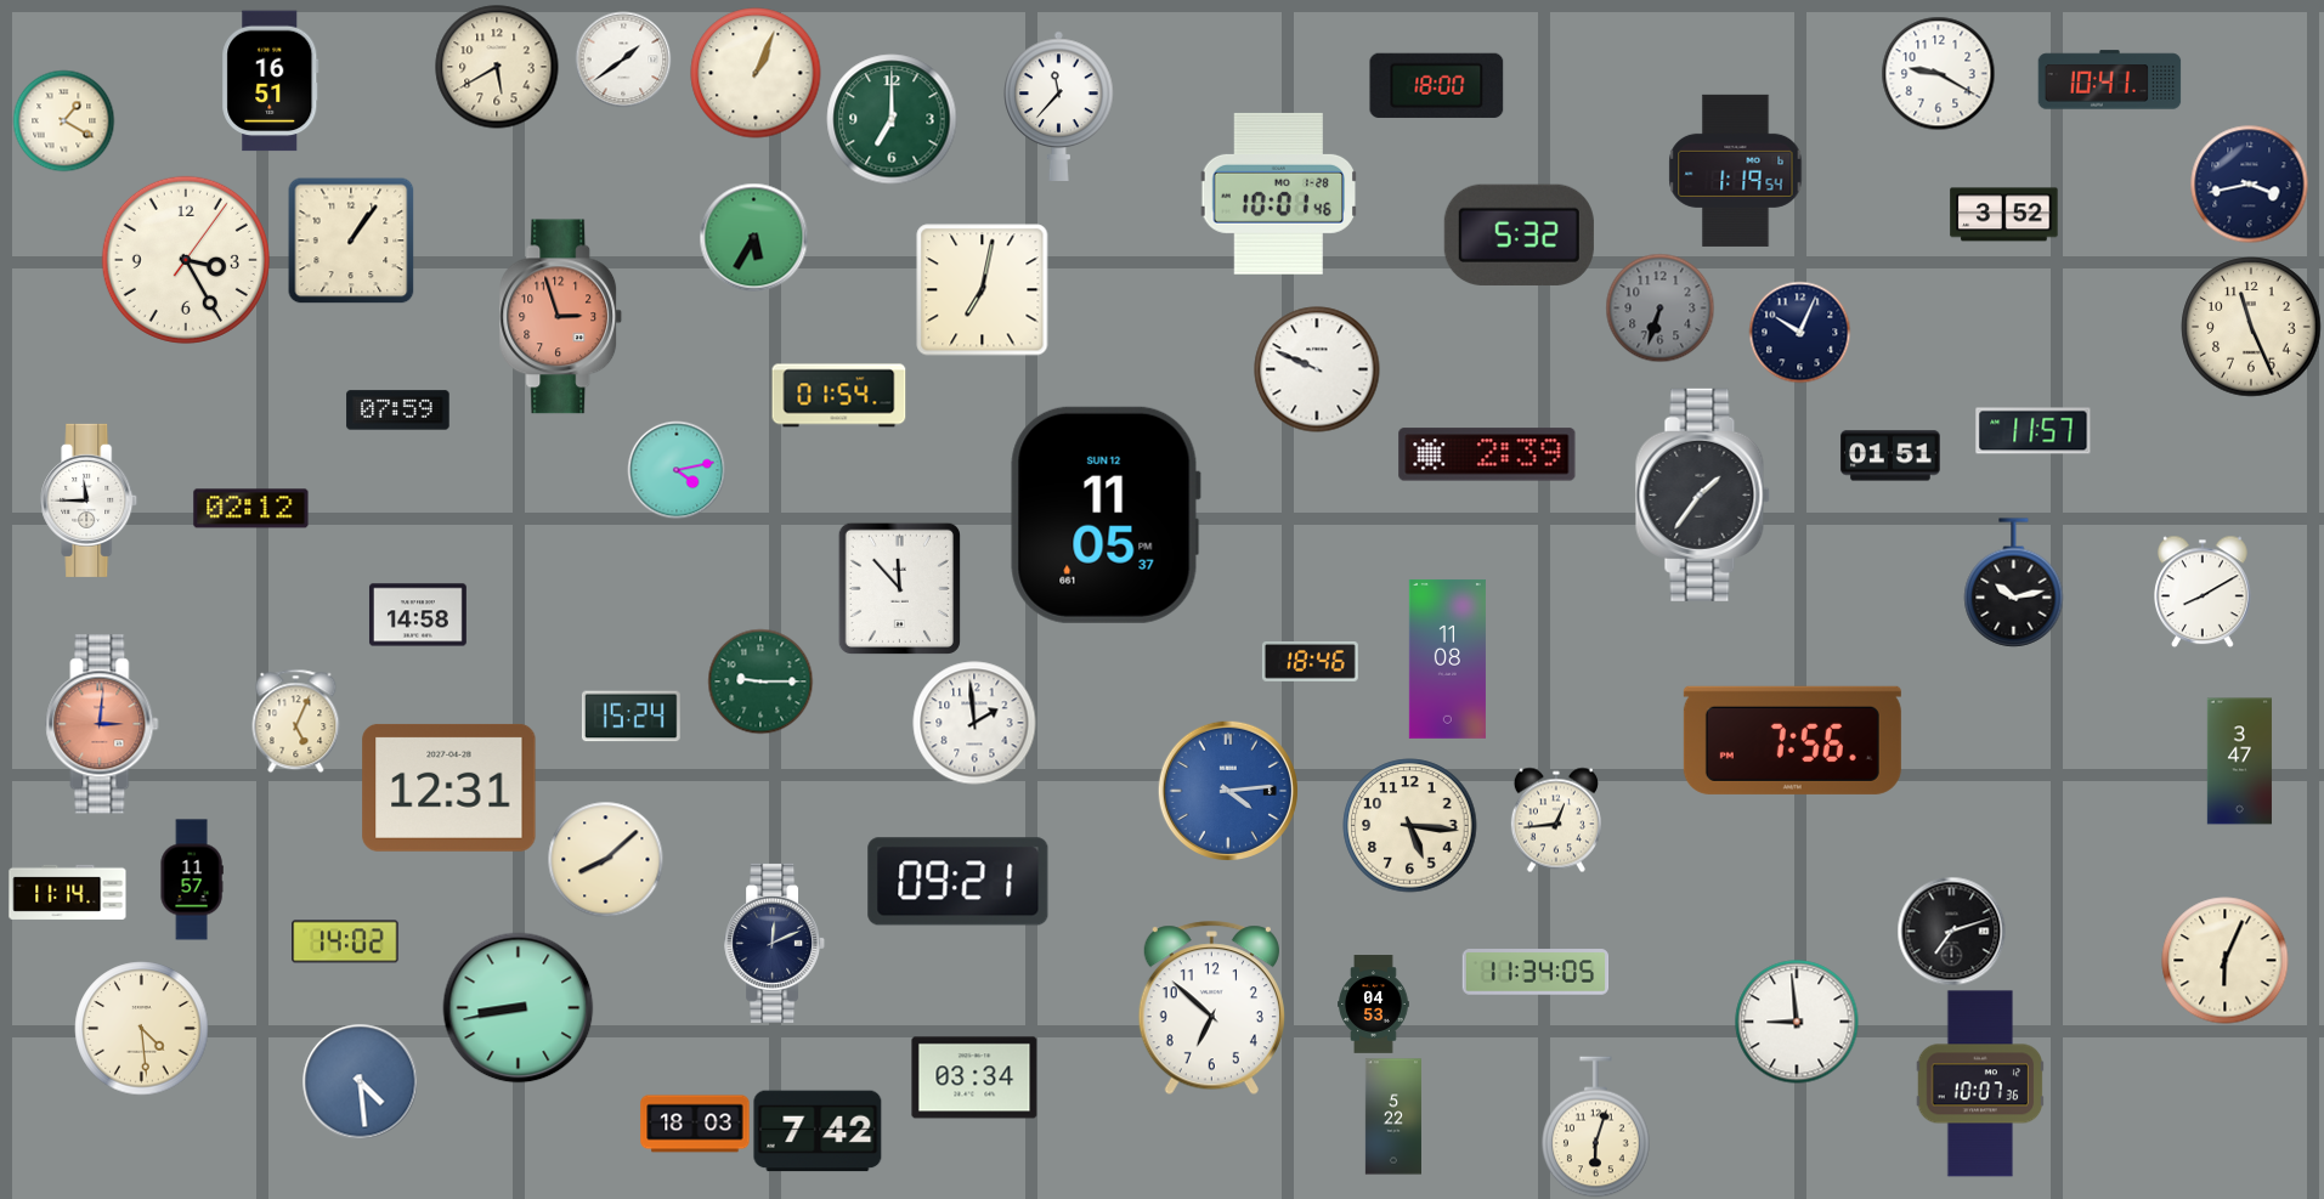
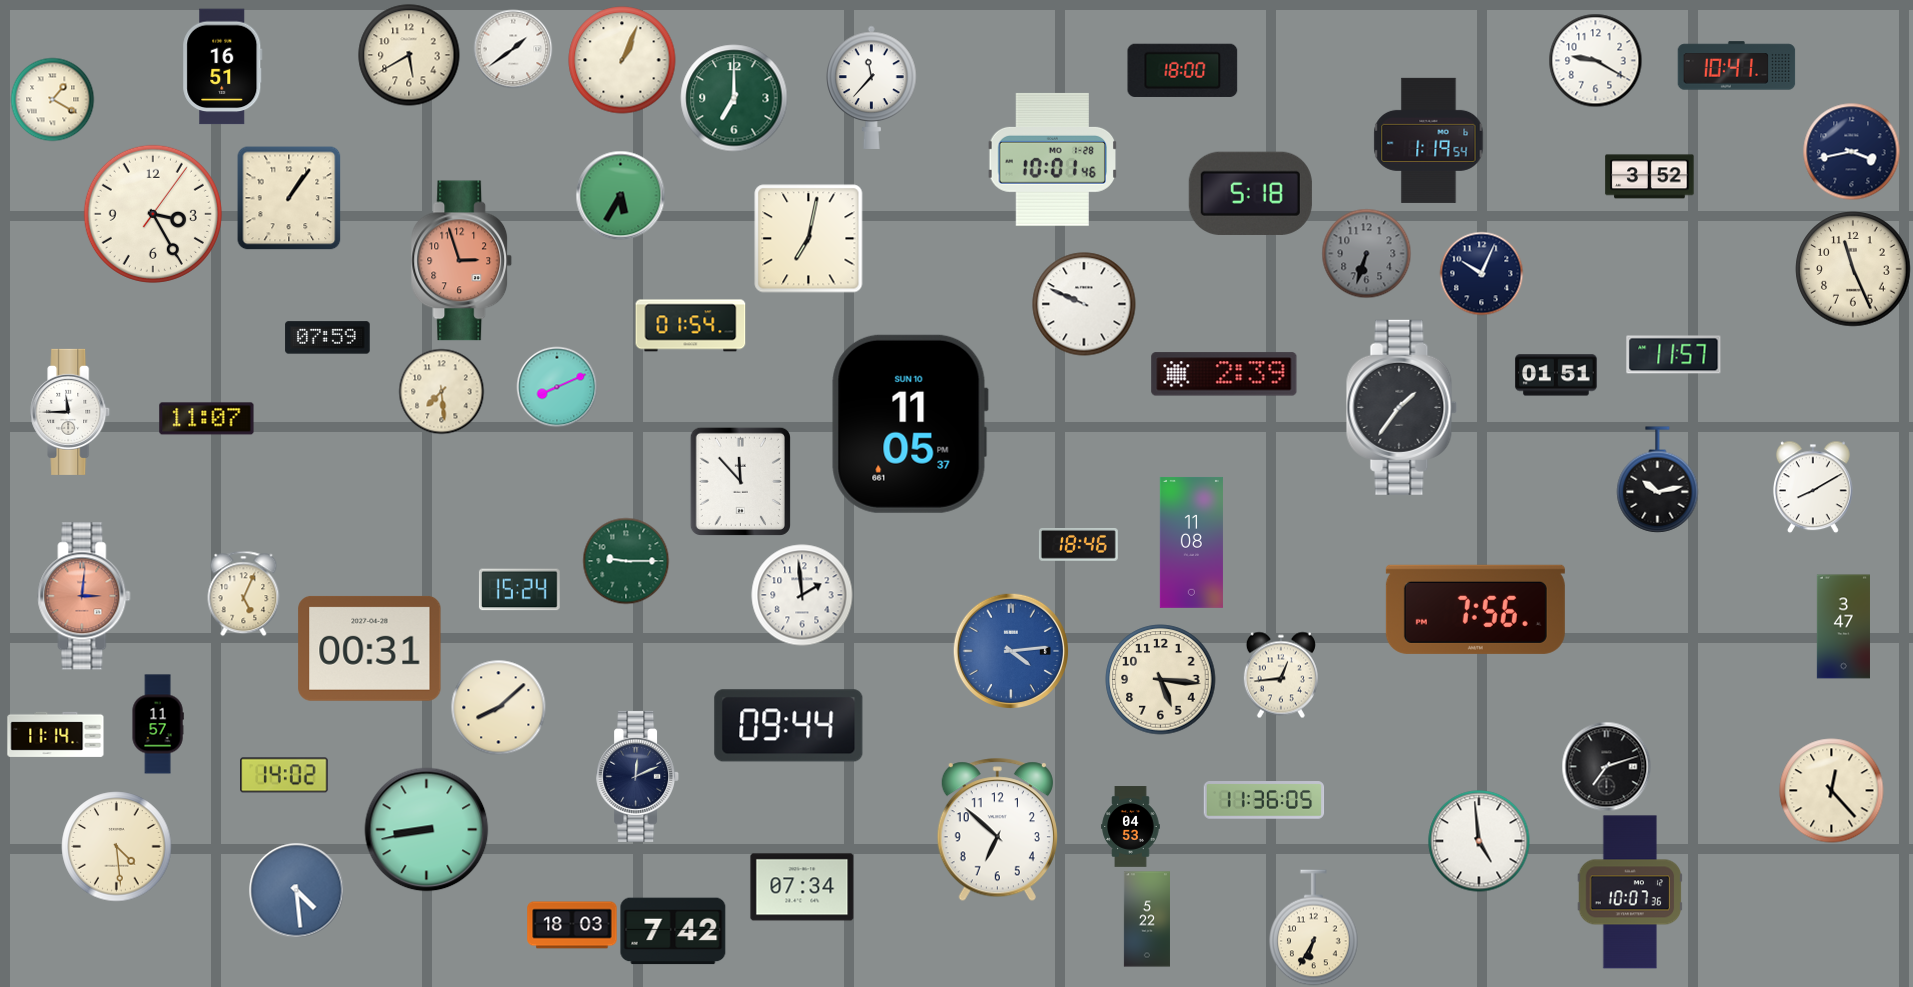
clock at (1519, 234): 5:32 -> 5:18
clock at (677, 470): 4:13 -> 8:11
clock at (441, 391): none -> 7:29
clock at (90, 500) position: (90, 500) -> (71, 412)
clock at (251, 509): 02:12 -> 11:07
clock at (1106, 515) date: SUN 12 -> SUN 10
clock at (899, 588) position: (899, 588) -> (740, 481)
clock at (418, 615): 14:58 -> none
clock at (449, 787): 12:31 -> 00:31
clock at (959, 882): 09:21 -> 09:44
clock at (2226, 961): 6:04 -> 12:23
clock at (1536, 972): 11:34 -> 11:36
clock at (1797, 1022): 8:59 -> 4:59
clock at (974, 1078): 03:34 -> 07:34
clock at (1596, 1127): 6:03 -> 6:35
